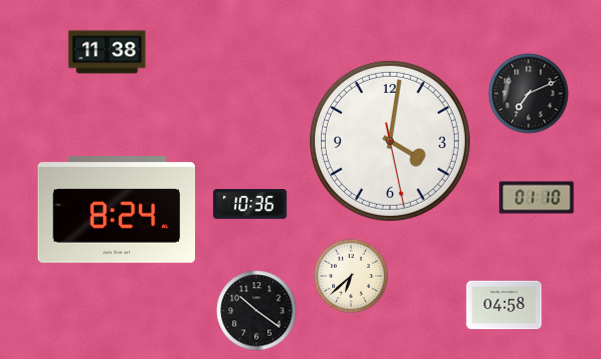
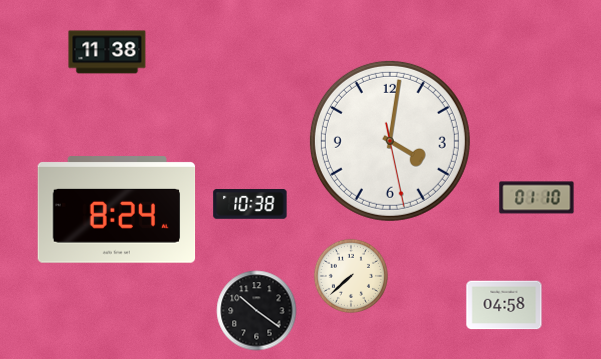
clock at (529, 94): 7:11 -> none
clock at (250, 205): 10:36 -> 10:38
clock at (351, 276): 6:38 -> 7:38
